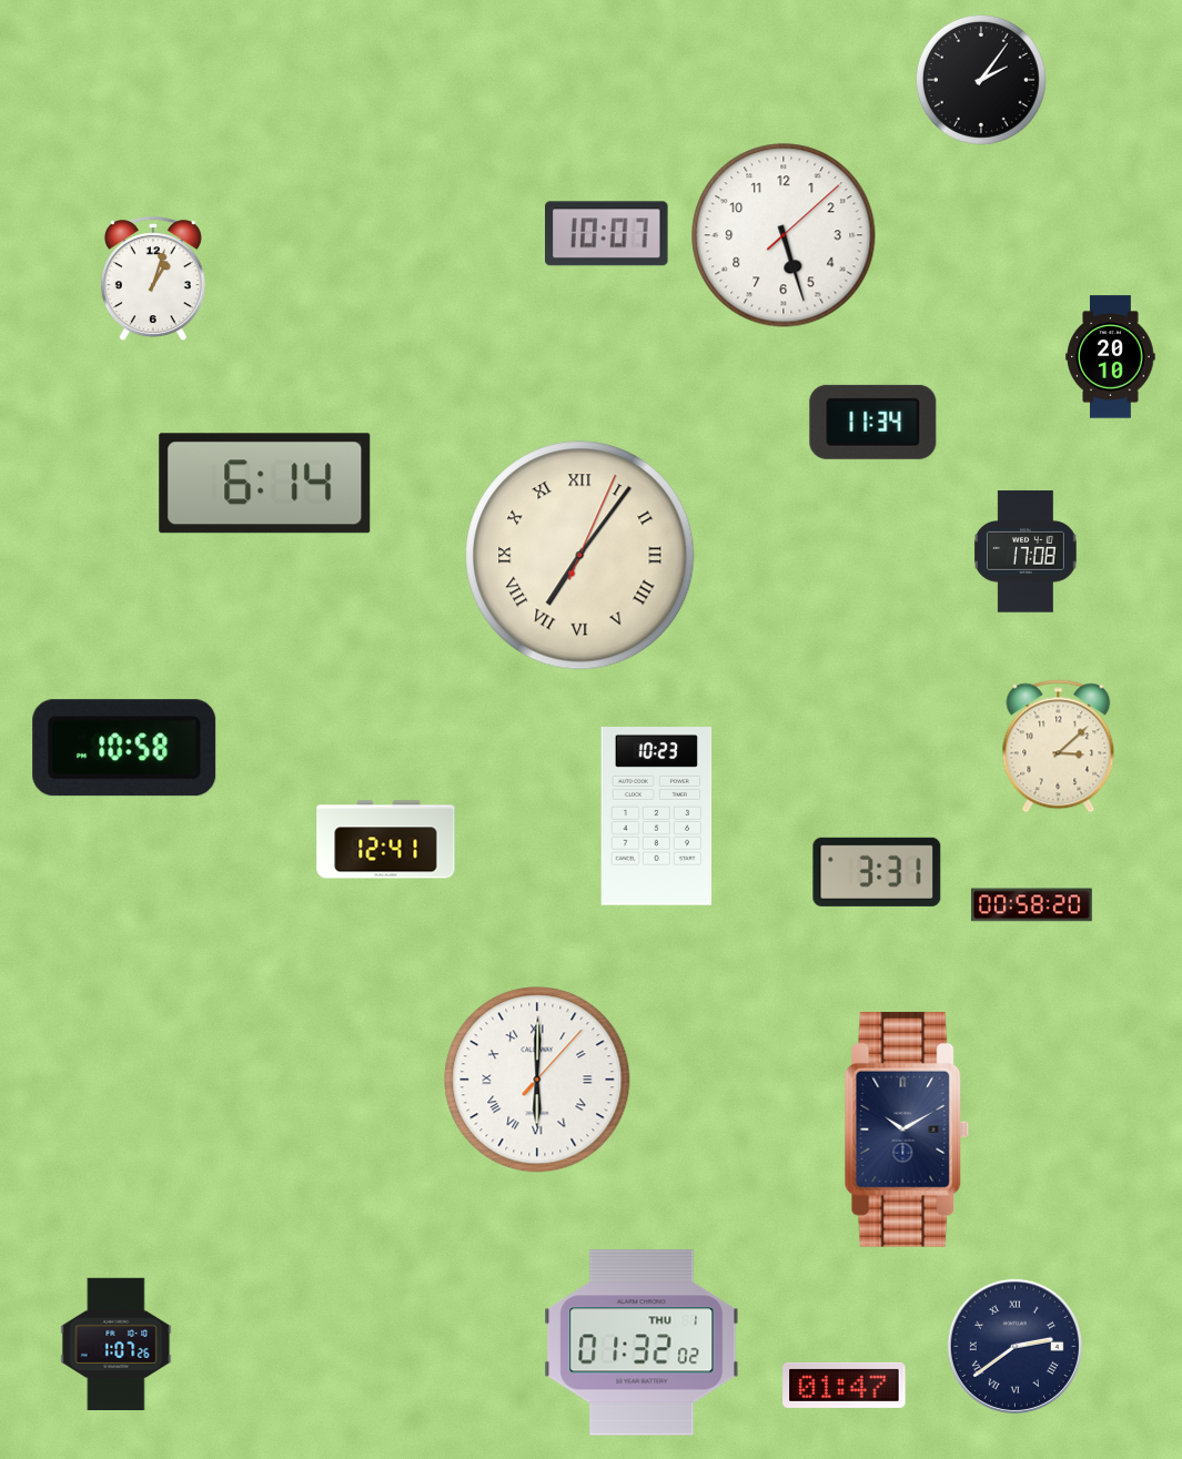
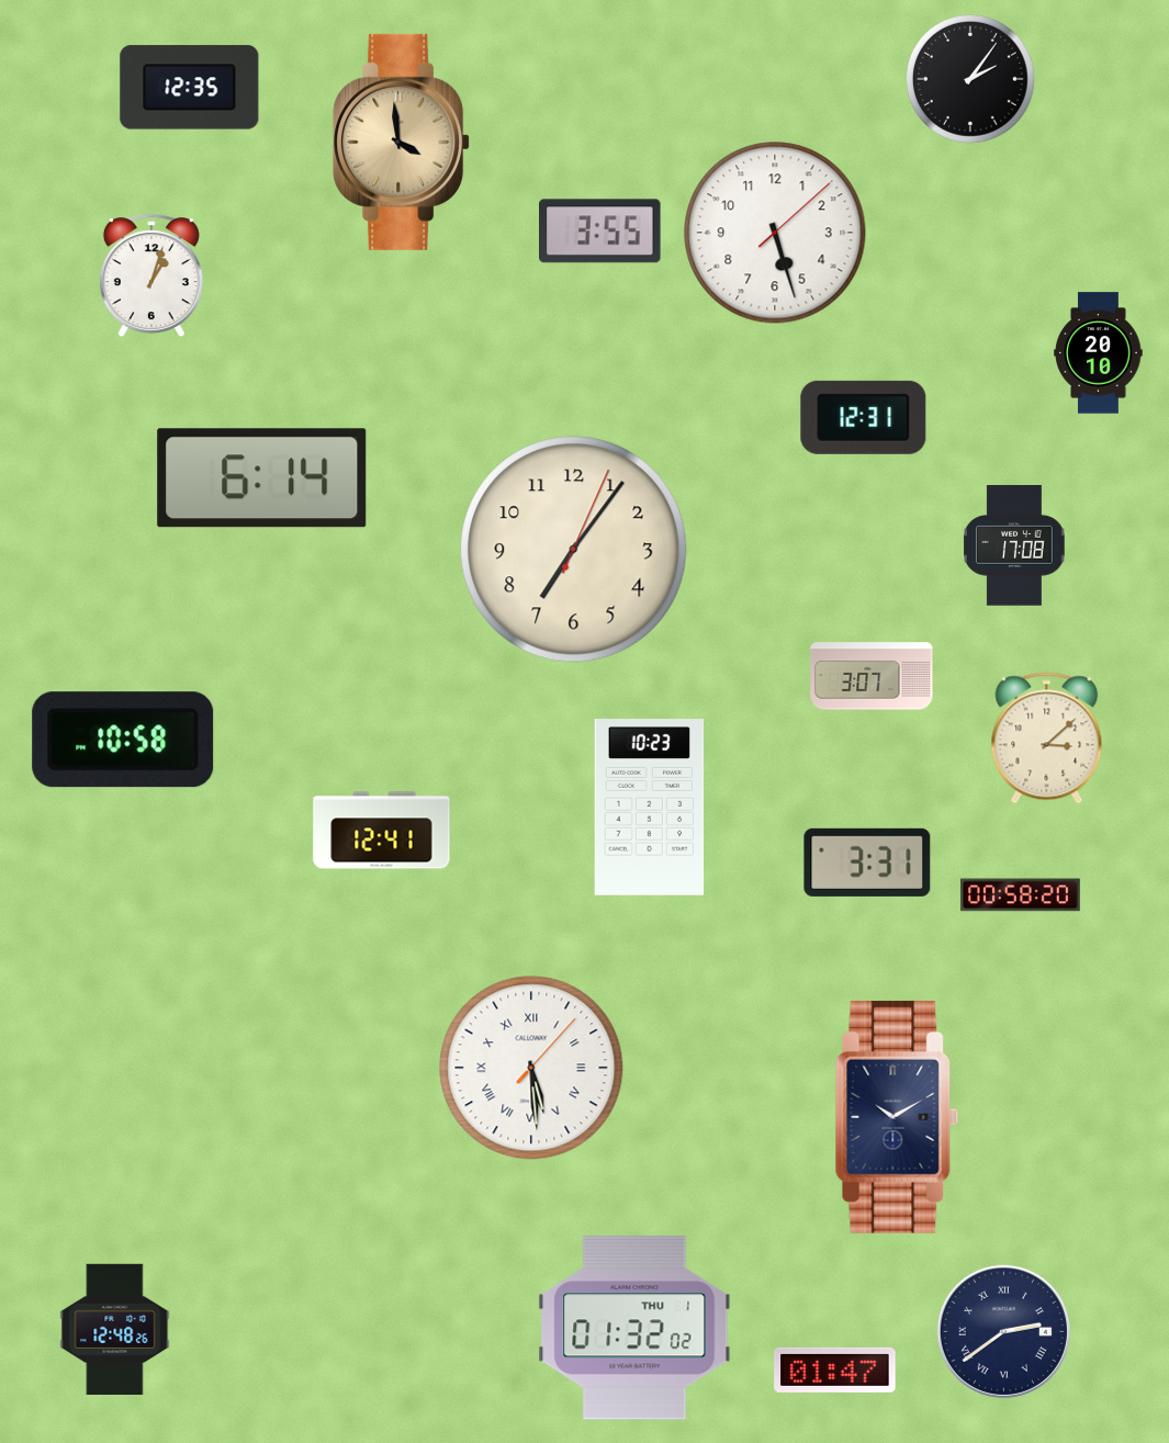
clock at (190, 88): none -> 12:35
clock at (402, 142): none -> 3:59
clock at (607, 234): 10:07 -> 3:55
clock at (873, 422): 11:34 -> 12:31
clock at (580, 556) numerals: Roman -> Arabic
clock at (872, 676): none -> 3:07
clock at (537, 1080): 6:00 -> 5:29
clock at (117, 1344): 1:07 -> 12:48
